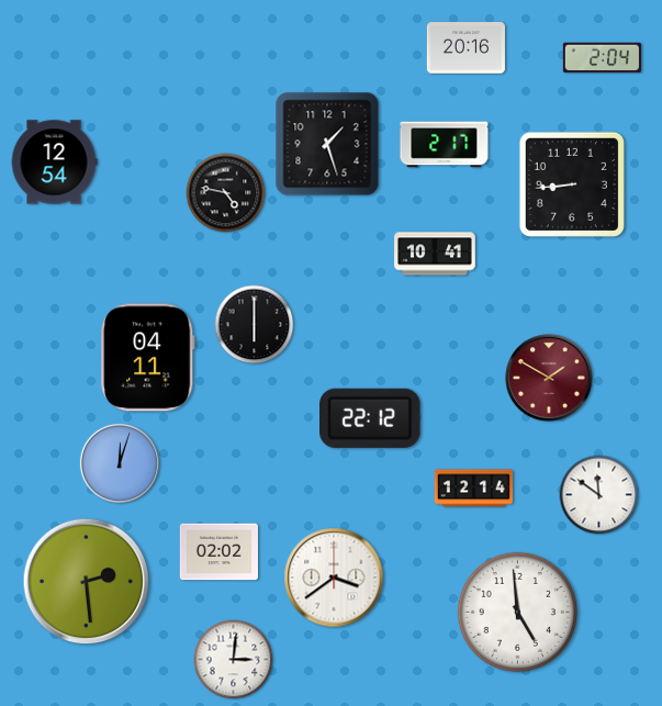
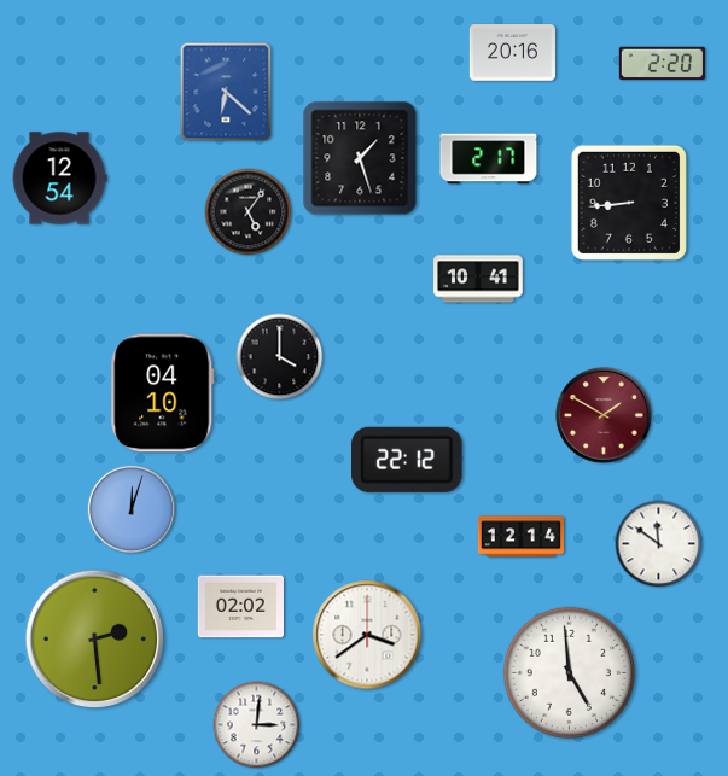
clock at (602, 58): 2:04 -> 2:20
clock at (226, 92): none -> 6:22
clock at (226, 193): 4:47 -> 5:06
clock at (255, 325): 6:00 -> 4:00
clock at (148, 358): 04:11 -> 04:10
